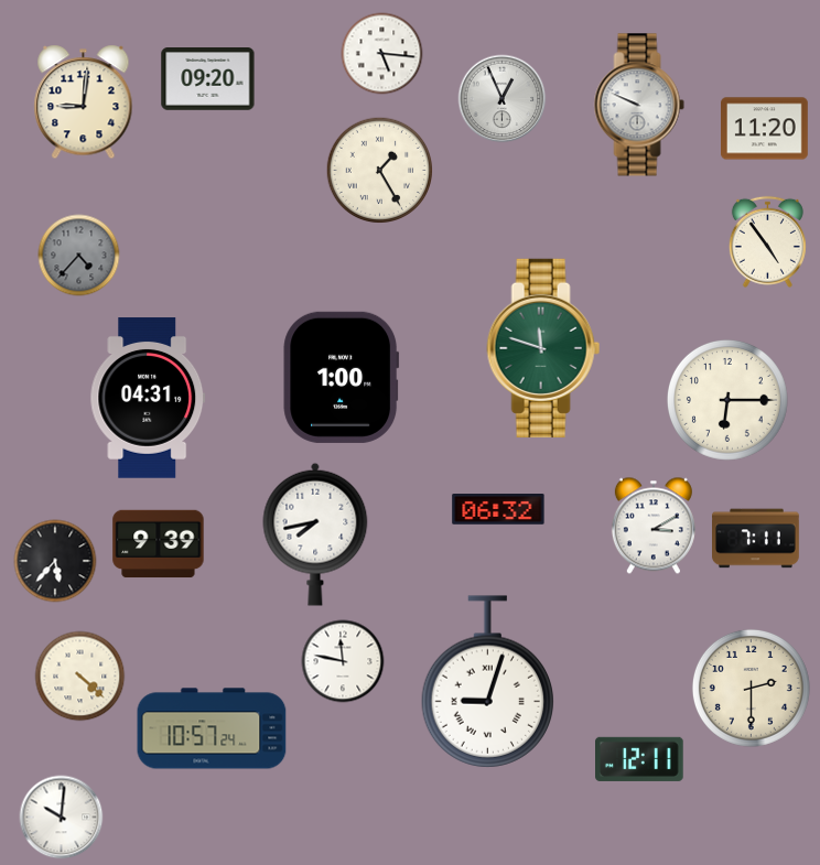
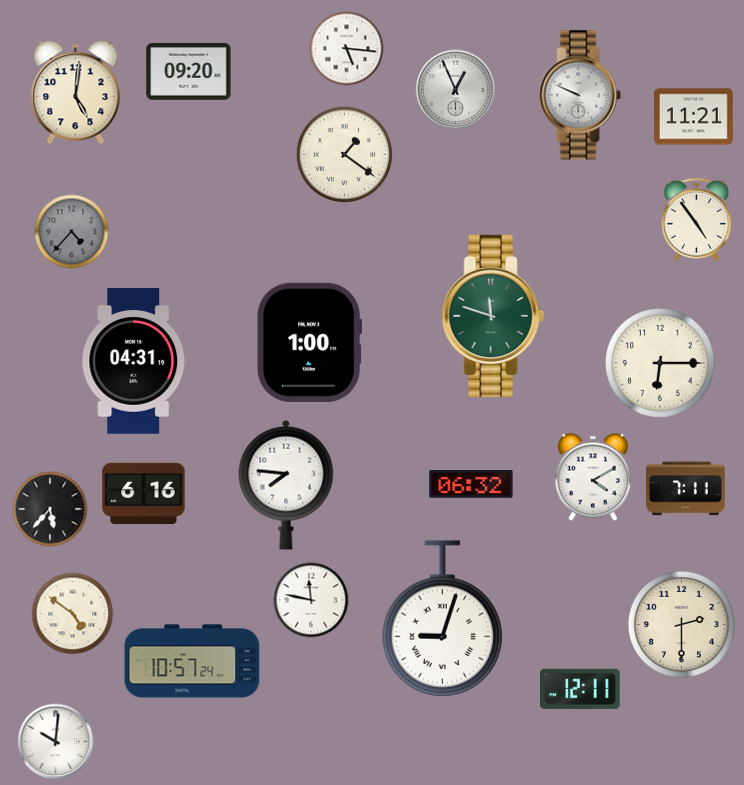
clock at (84, 102): 9:01 -> 5:01
clock at (765, 129): 11:20 -> 11:21
clock at (380, 171): 1:25 -> 1:21
clock at (498, 510) position: (498, 510) -> (471, 485)
clock at (654, 526): 3:10 -> 4:10
clock at (315, 534): 7:43 -> 7:46
clock at (159, 544): 9:39 -> 6:16
clock at (80, 677): 4:22 -> 4:51
